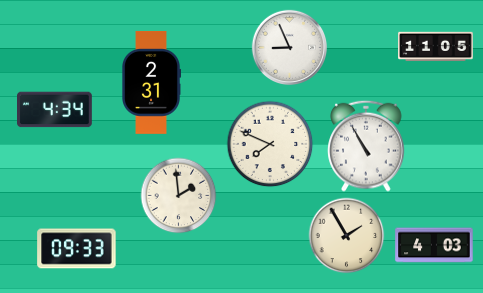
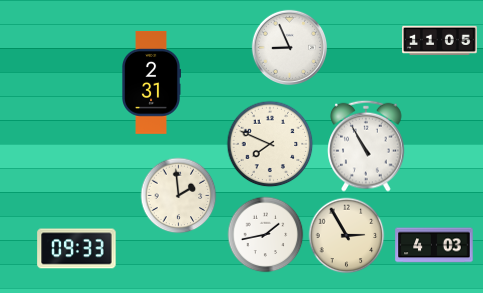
clock at (436, 47) position: (436, 47) -> (440, 41)
clock at (55, 110): 4:34 -> none
clock at (266, 235): none -> 1:43
clock at (347, 236): 1:55 -> 2:55
